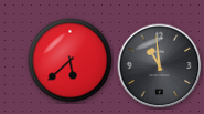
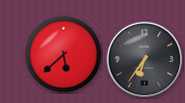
clock at (160, 66): 10:59 -> 6:36
